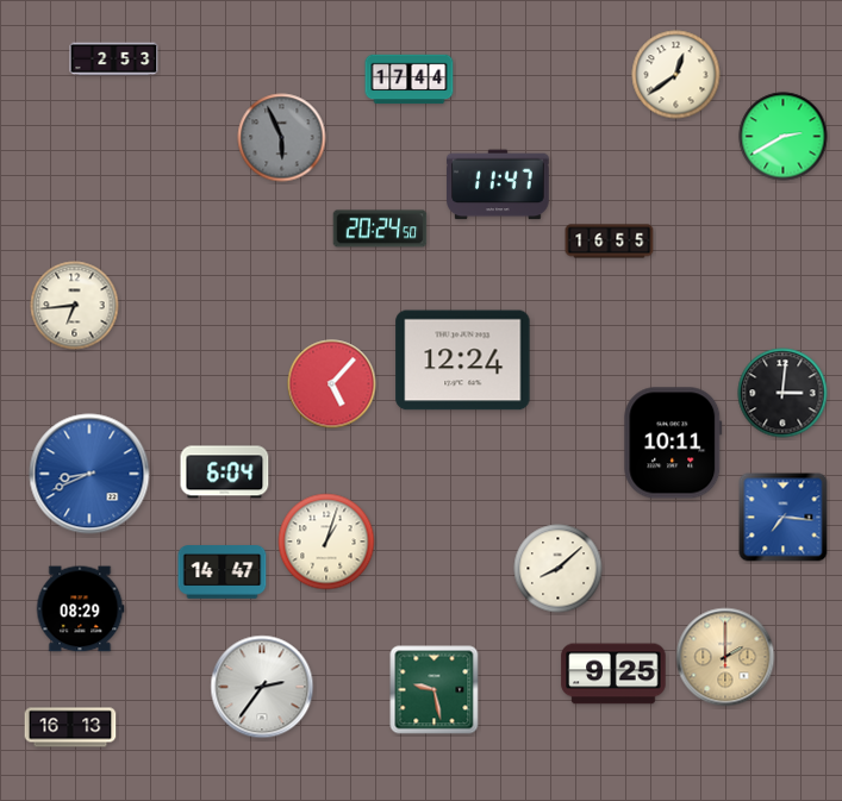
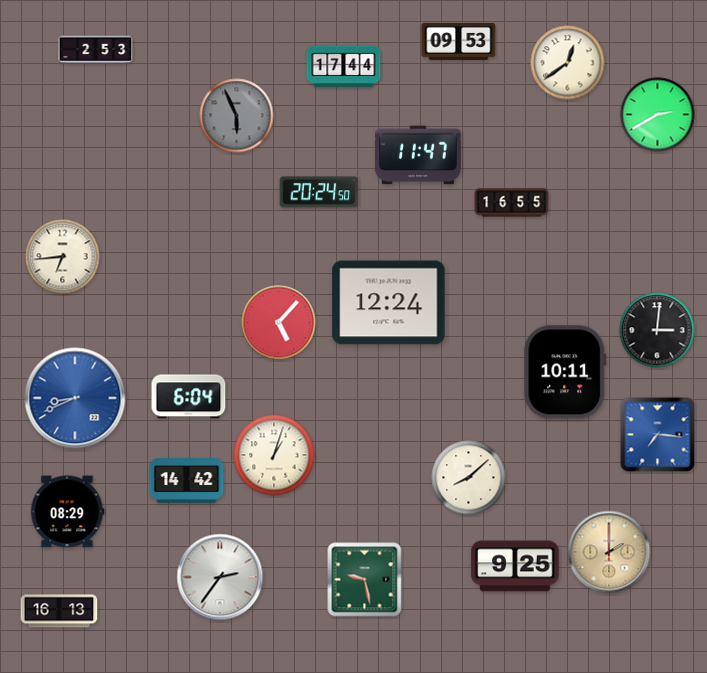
clock at (459, 41): none -> 09:53
clock at (223, 572): 14:47 -> 14:42
